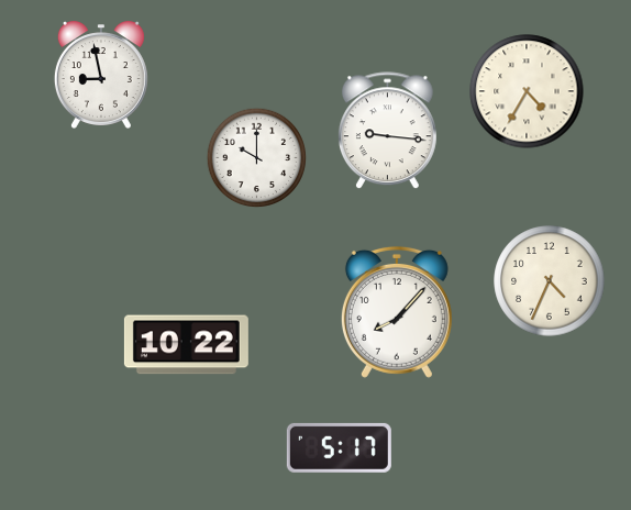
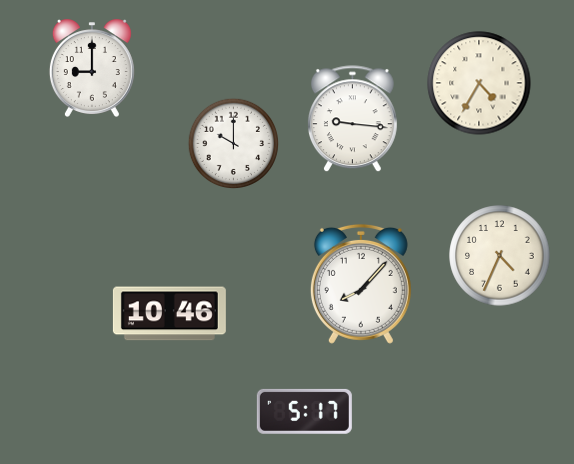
clock at (101, 75): 8:58 -> 9:00
clock at (186, 345): 10:22 -> 10:46
clock at (339, 447) position: (339, 447) -> (304, 411)
